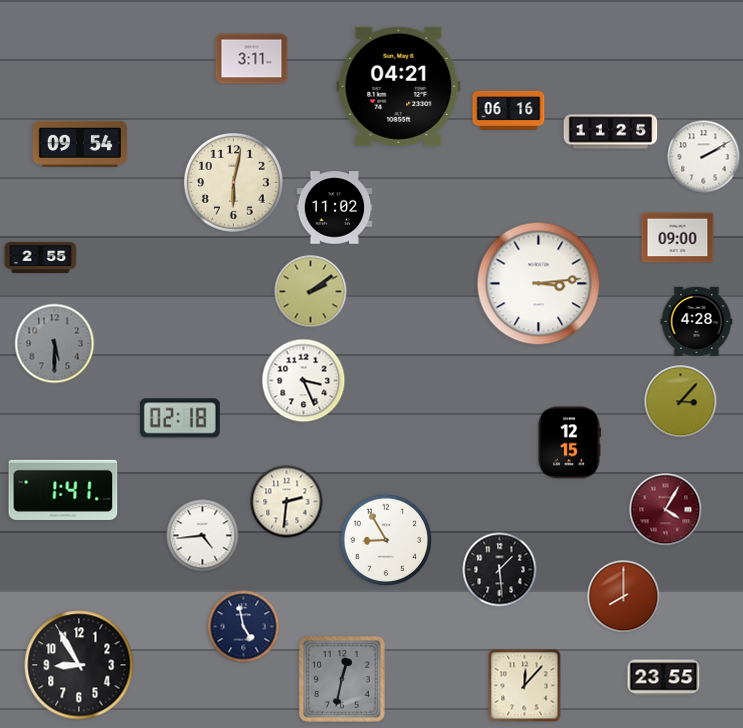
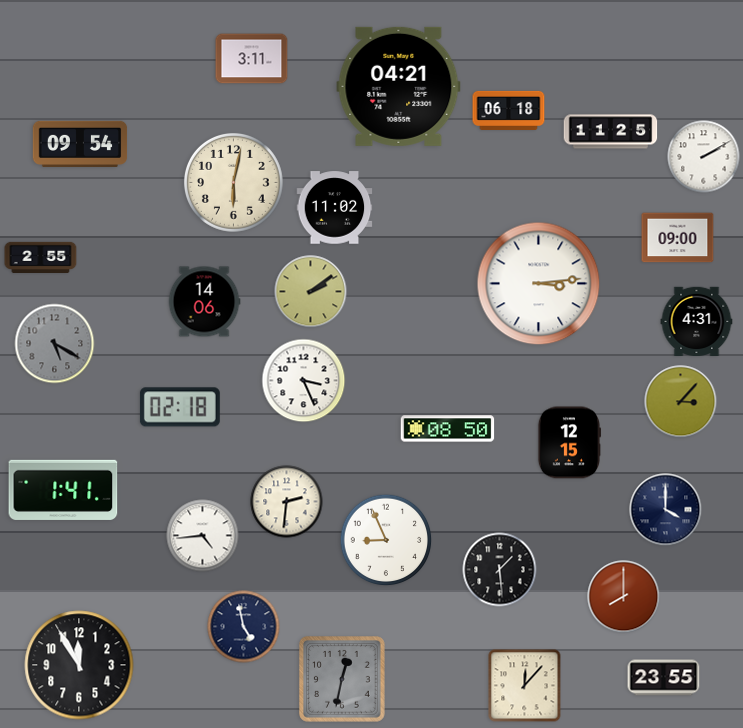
clock at (509, 110): 06:16 -> 06:18
clock at (204, 302): none -> 14:06
clock at (697, 321): 4:28 -> 4:31
clock at (55, 344): 5:30 -> 5:20
clock at (180, 418) position: (180, 418) -> (180, 407)
clock at (448, 429): none -> 08:50
clock at (666, 510): 4:05 -> 4:00
clock at (666, 510) dial: burgundy -> navy
clock at (386, 540): 8:55 -> 8:56
clock at (79, 665): 8:55 -> 11:55
